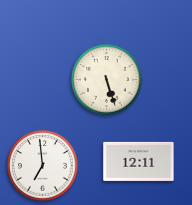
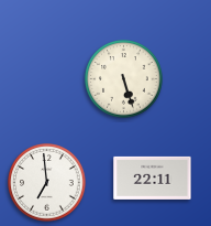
clock at (107, 80) position: (107, 80) -> (124, 79)
clock at (139, 161): 12:11 -> 22:11
